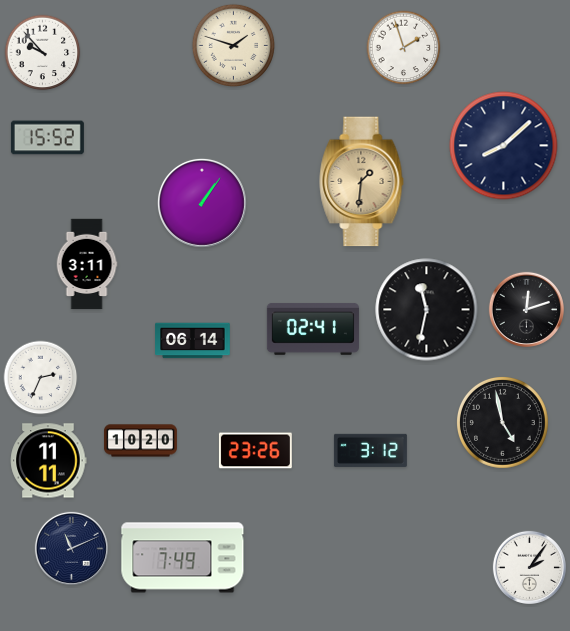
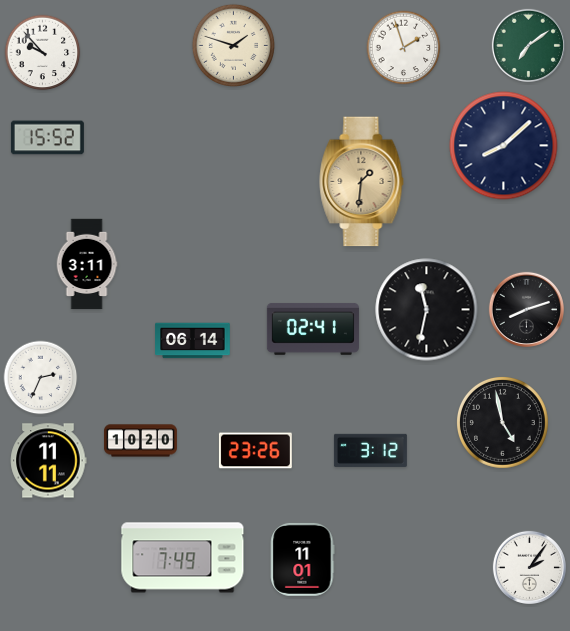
clock at (528, 45): none -> 7:09
clock at (202, 203): 1:06 -> none
clock at (526, 309): 12:12 -> 8:12
clock at (71, 548): 11:11 -> none
clock at (303, 559): none -> 11:01
